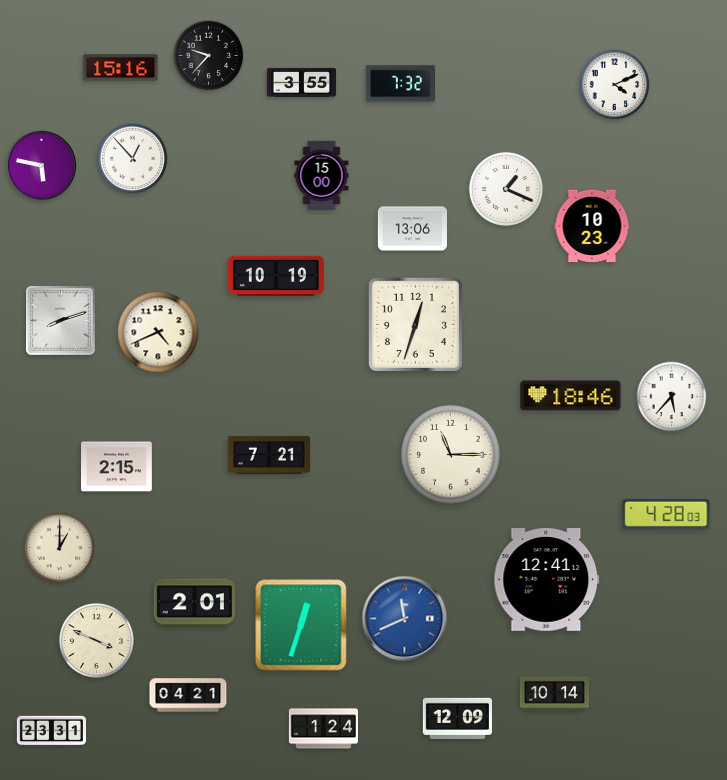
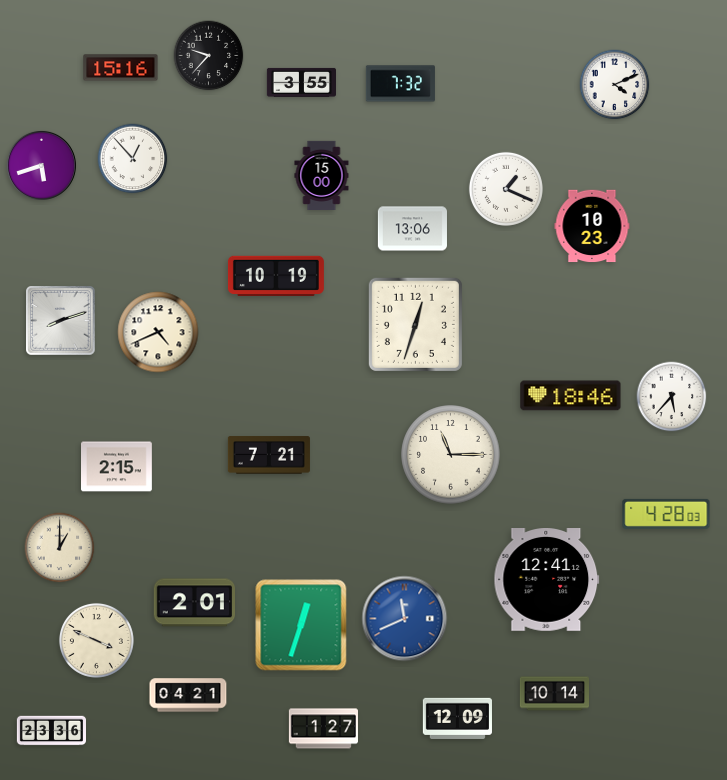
clock at (41, 165): 5:47 -> 5:42
clock at (323, 729): 1:24 -> 1:27
clock at (51, 731): 23:31 -> 23:36
